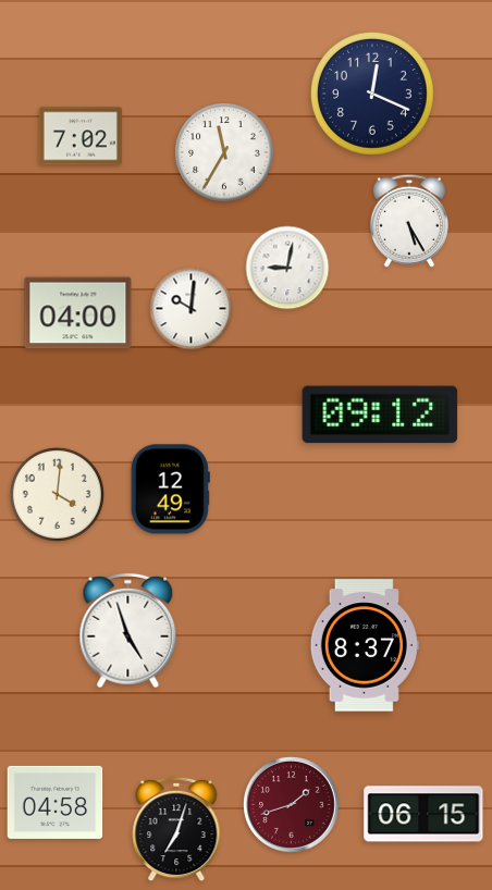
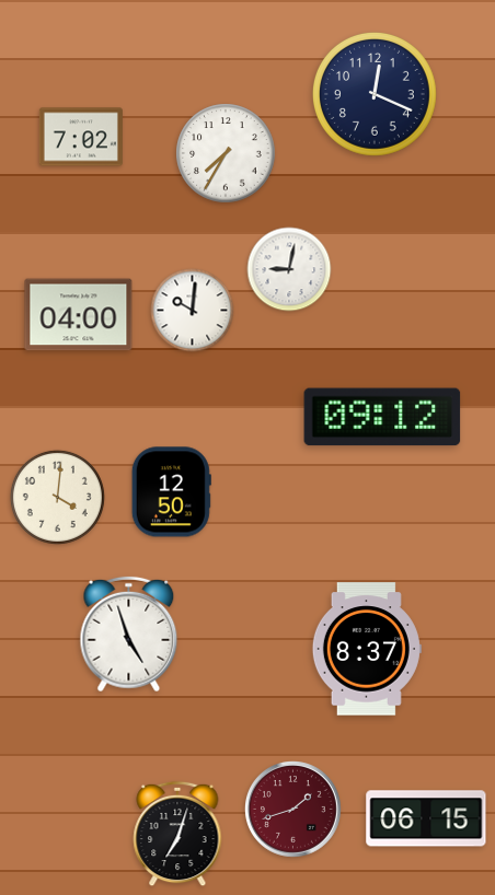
clock at (224, 152): 11:35 -> 7:35
clock at (409, 221): 5:25 -> none
clock at (170, 490): 12:49 -> 12:50
clock at (56, 802): 04:58 -> none
